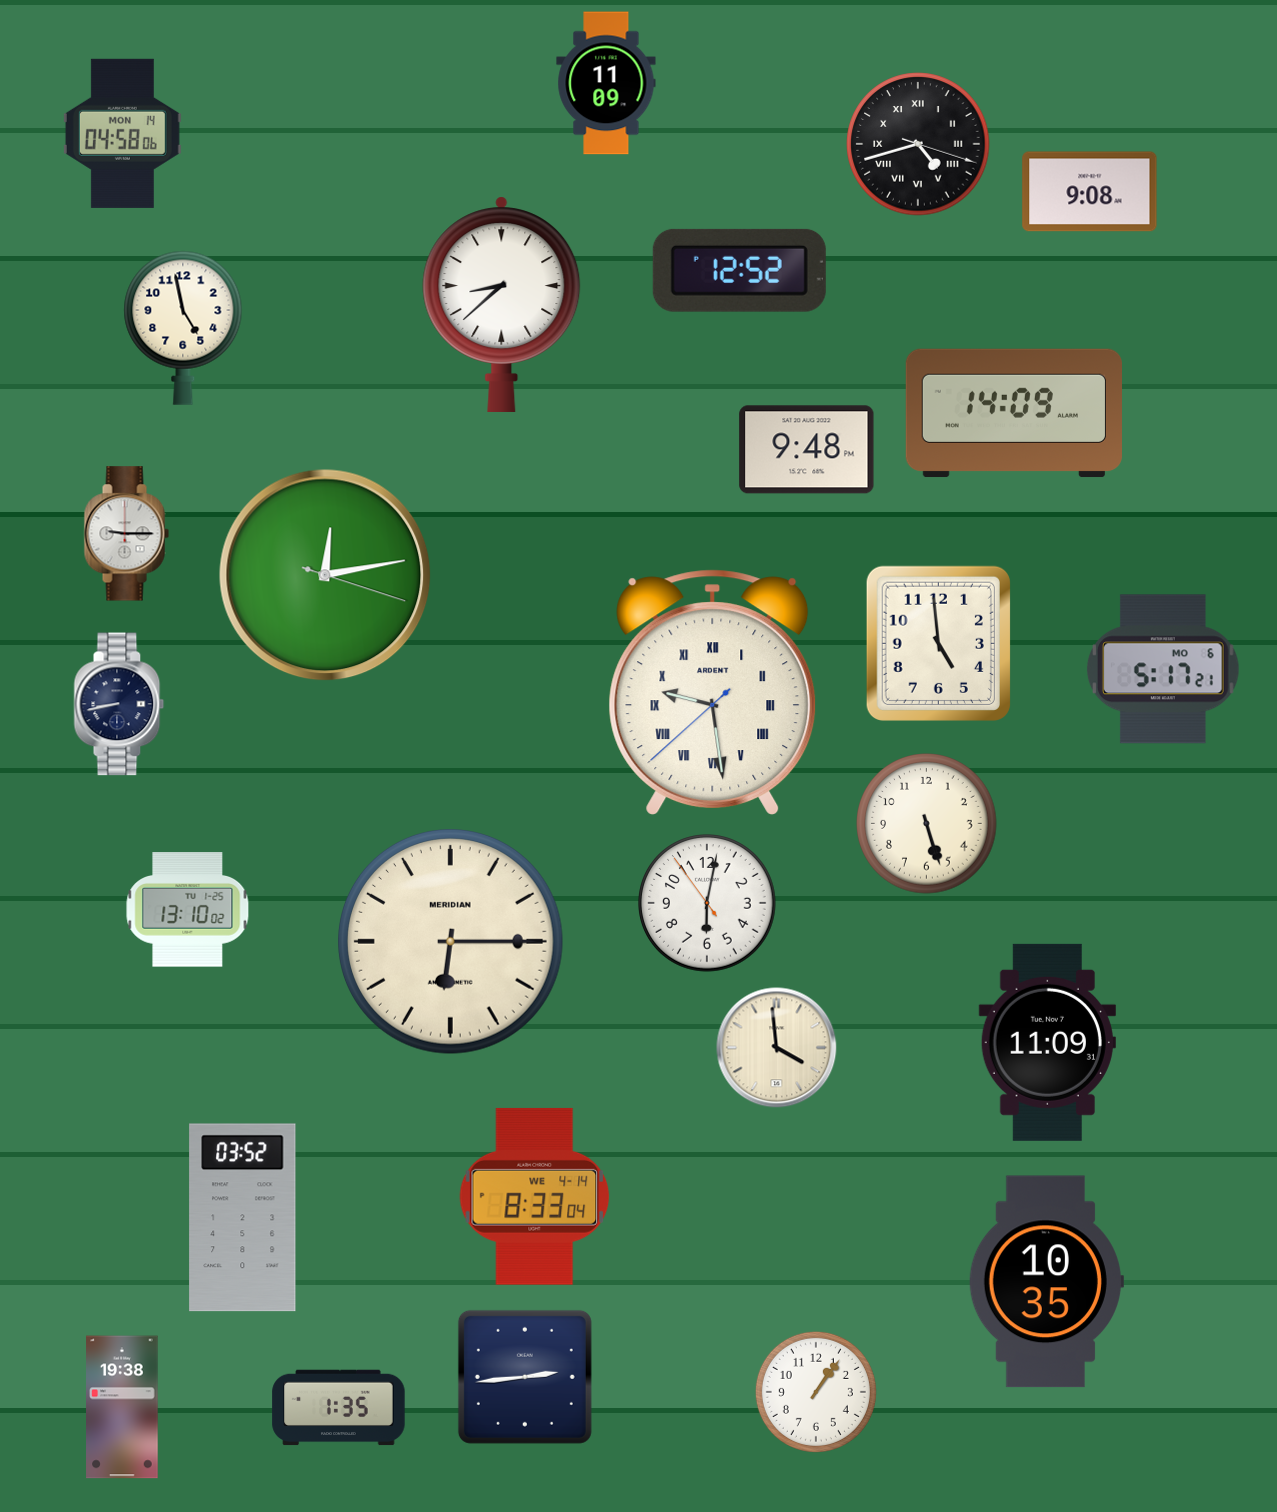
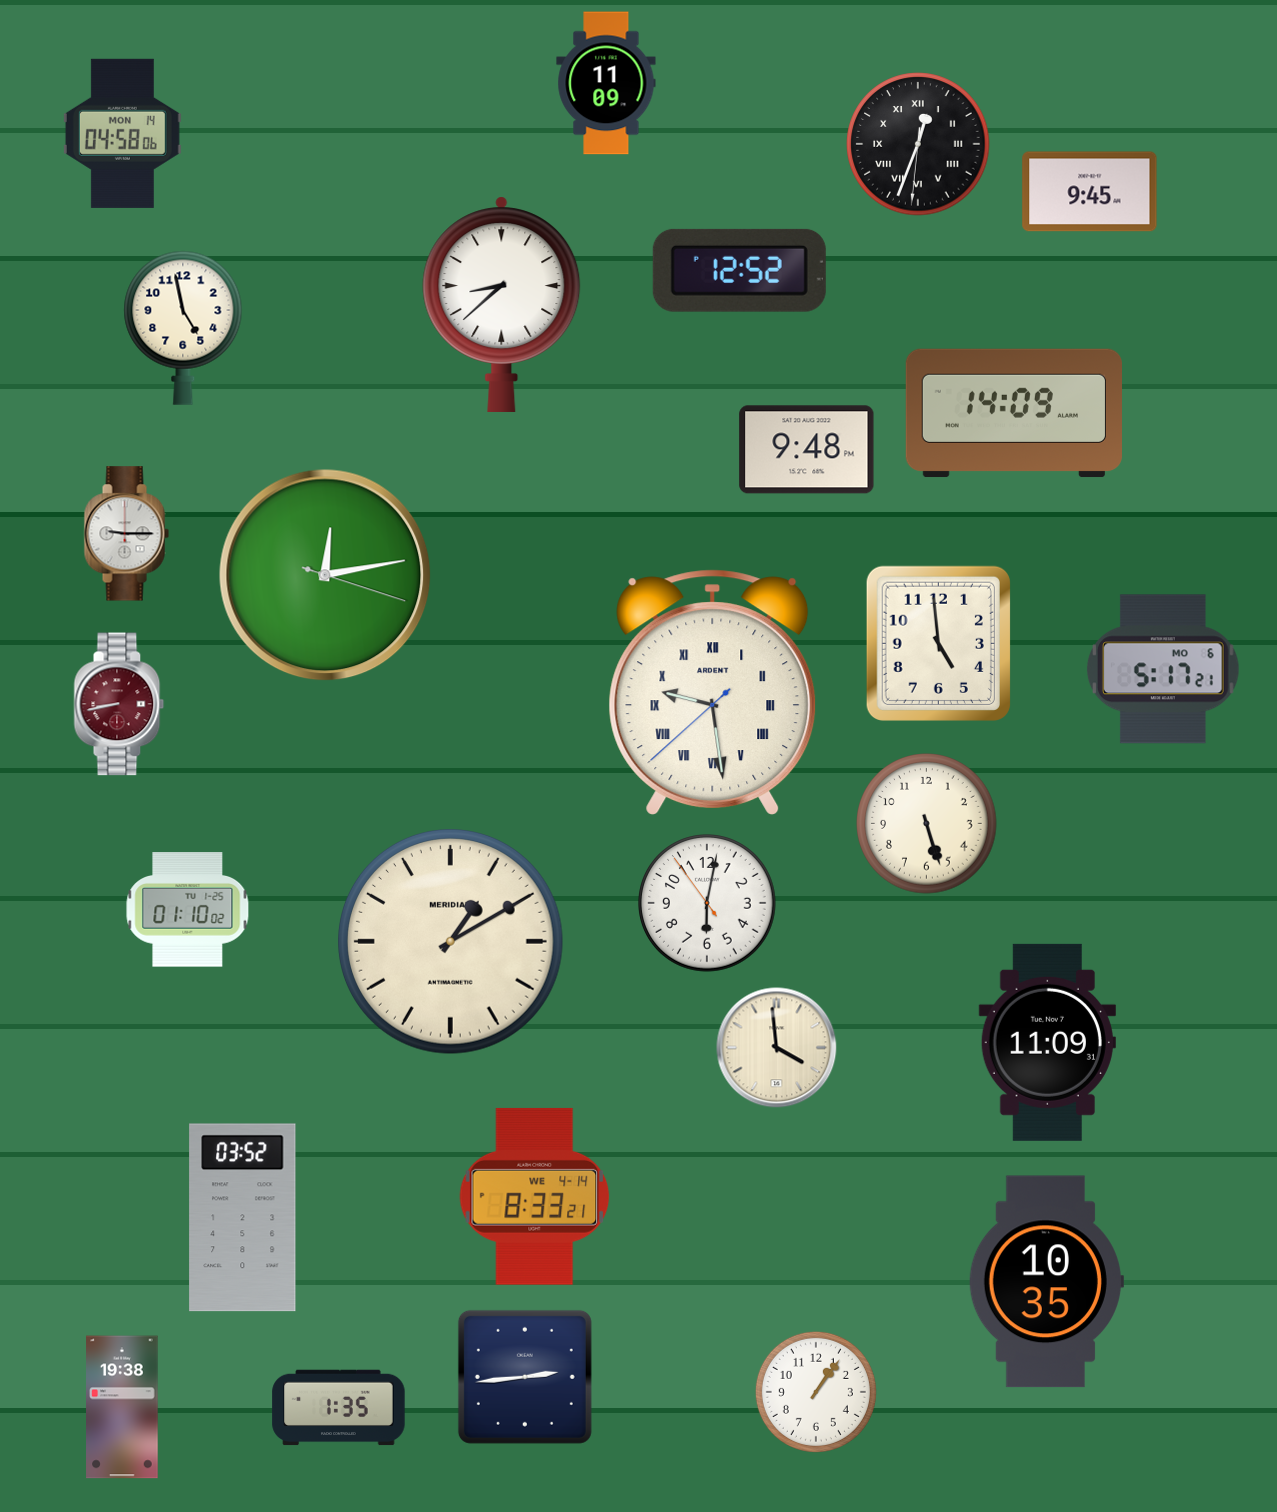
clock at (918, 144): 4:42 -> 12:33
clock at (1090, 192): 9:08 -> 9:45
clock at (119, 704) dial: navy -> burgundy
clock at (188, 910): 13:10 -> 01:10
clock at (451, 942): 6:15 -> 1:10
clock at (535, 1196): 8:33:04 -> 8:33:21
